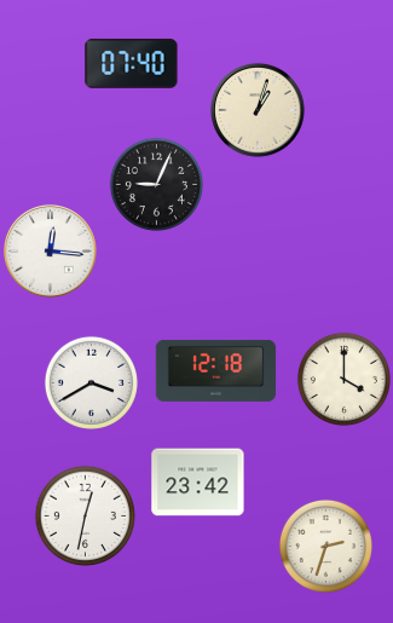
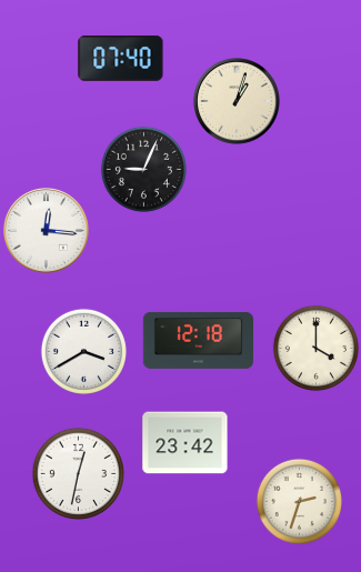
clock at (198, 483) position: (198, 483) -> (185, 443)
